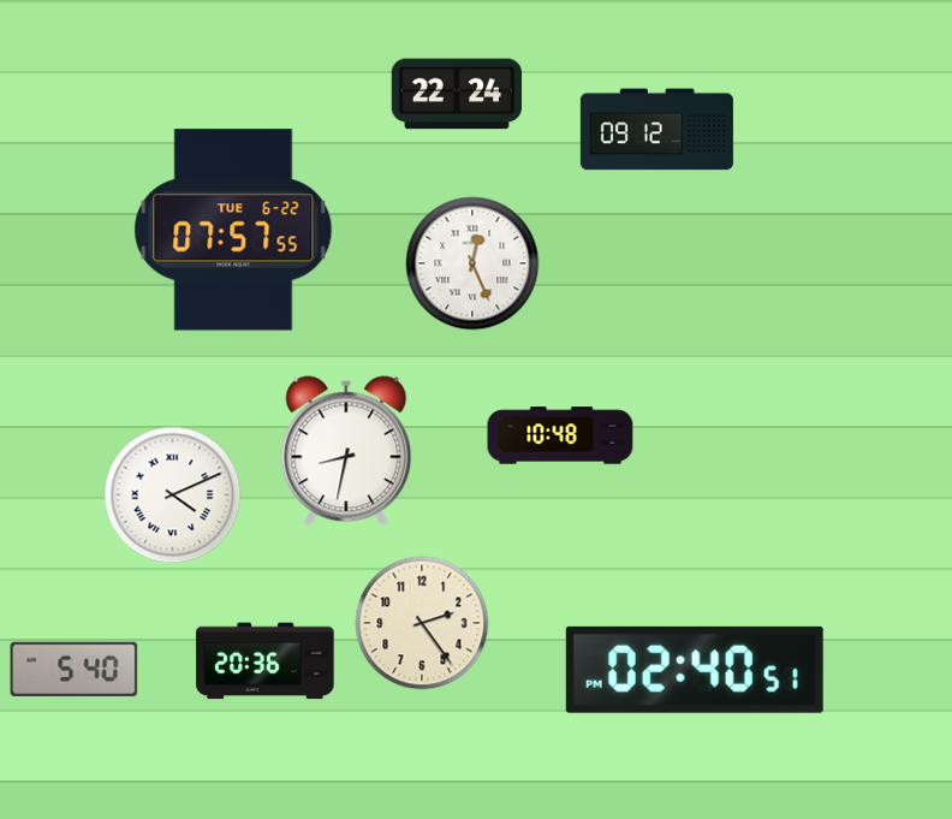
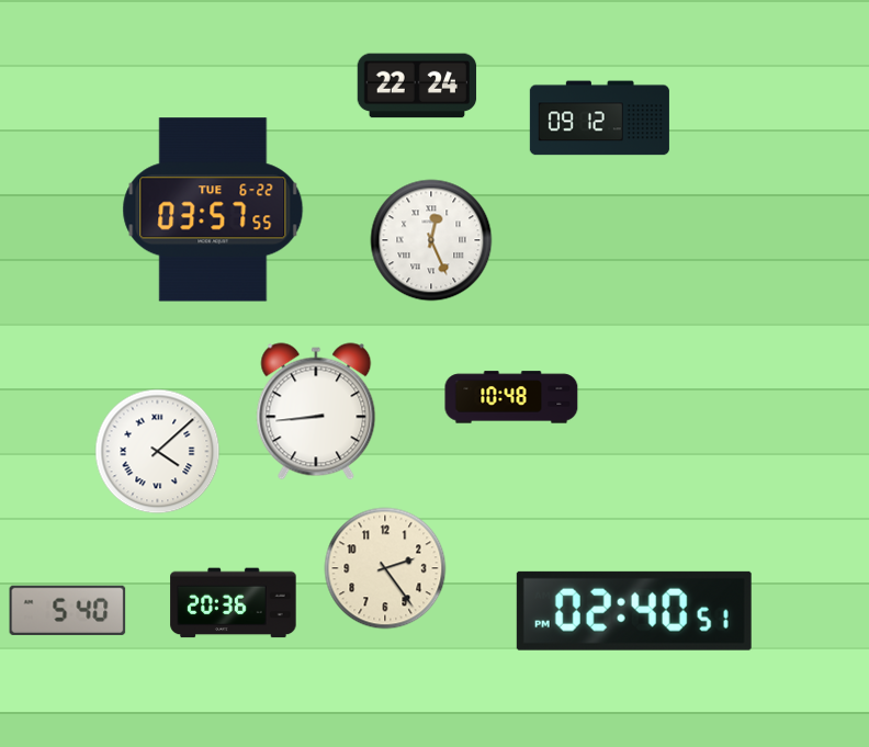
clock at (233, 230): 07:57 -> 03:57
clock at (346, 451): 8:32 -> 8:44
clock at (173, 495): 4:11 -> 4:08
clock at (266, 661) position: (266, 661) -> (234, 603)
